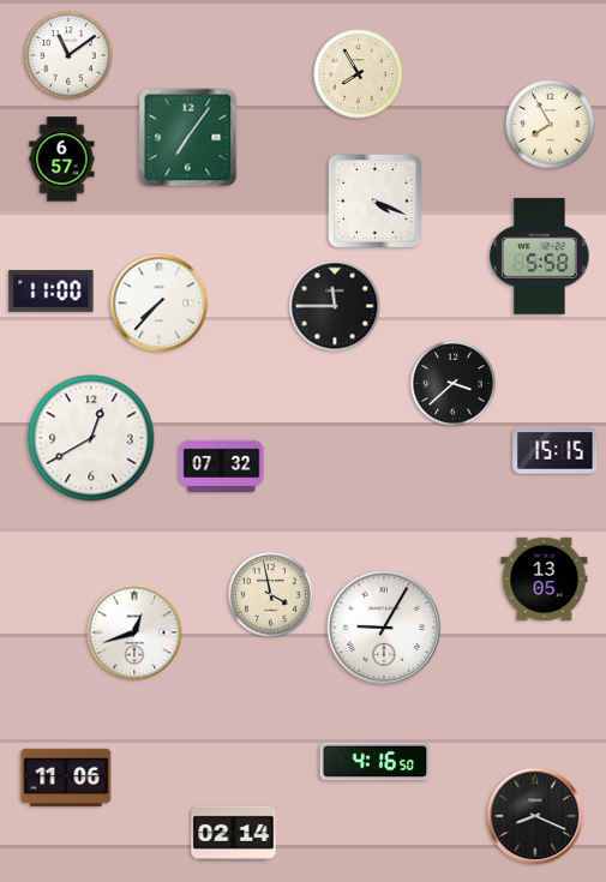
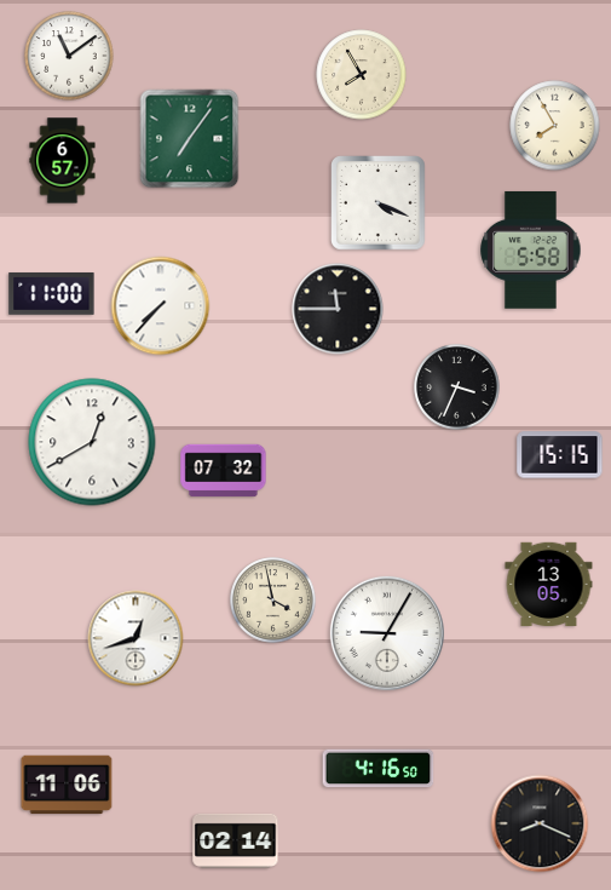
clock at (540, 256) position: (540, 256) -> (531, 249)
clock at (454, 384): 3:38 -> 3:34
